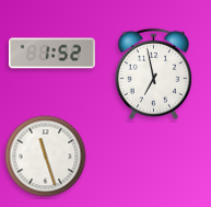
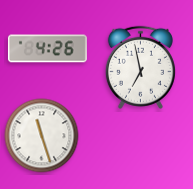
clock at (51, 54): 1:52 -> 4:26
clock at (46, 157) position: (46, 157) -> (42, 136)
